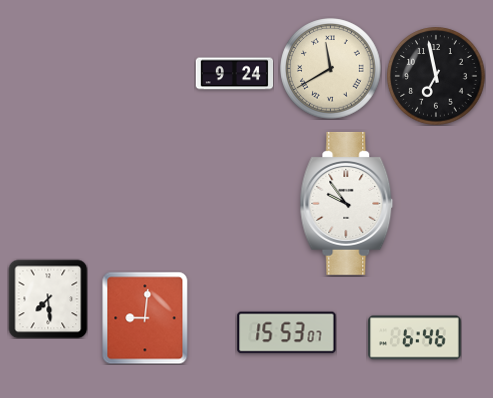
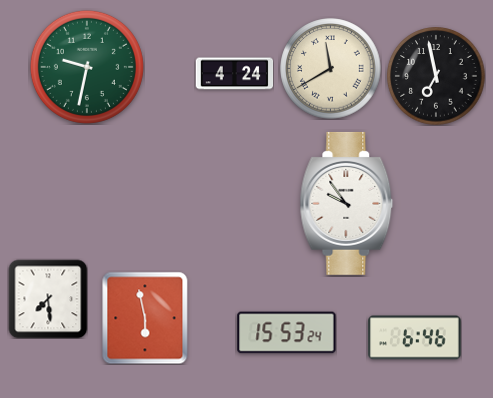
clock at (87, 67): none -> 9:32
clock at (234, 74): 9:24 -> 4:24
clock at (145, 318): 9:01 -> 5:58
clock at (287, 333): 15:53:07 -> 15:53:24
